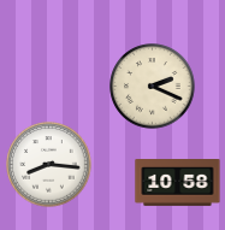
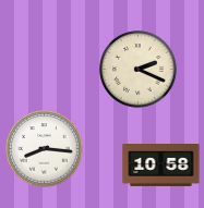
clock at (153, 87) position: (153, 87) -> (139, 70)
